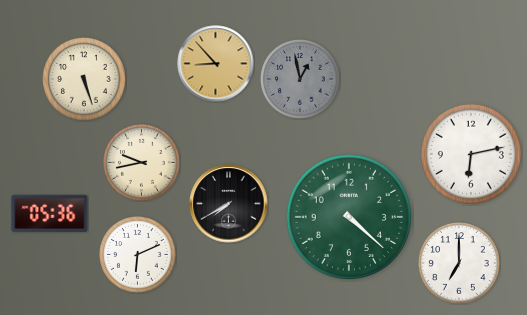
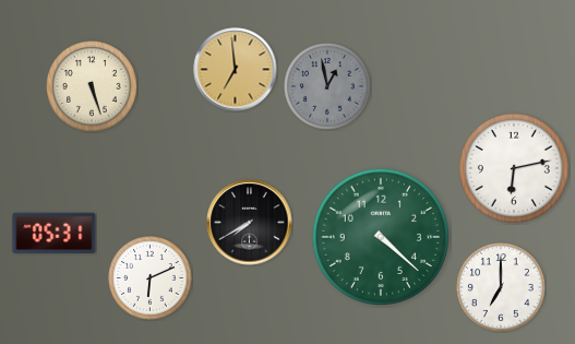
clock at (216, 64): 8:53 -> 6:59
clock at (142, 163): 9:43 -> none
clock at (50, 214): 05:36 -> 05:31
